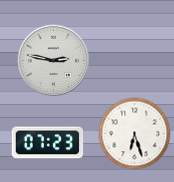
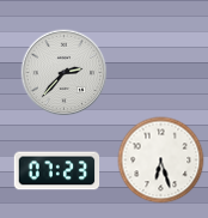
clock at (54, 61): 2:47 -> 2:37
